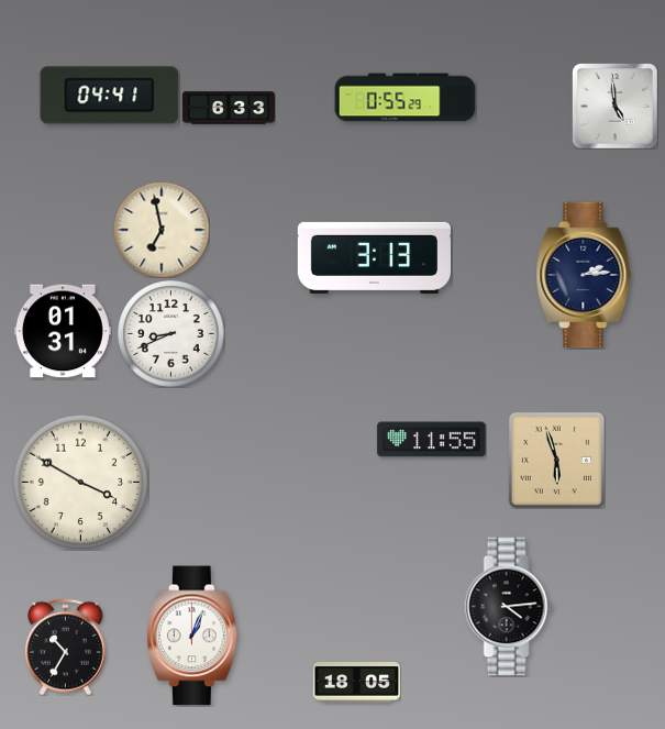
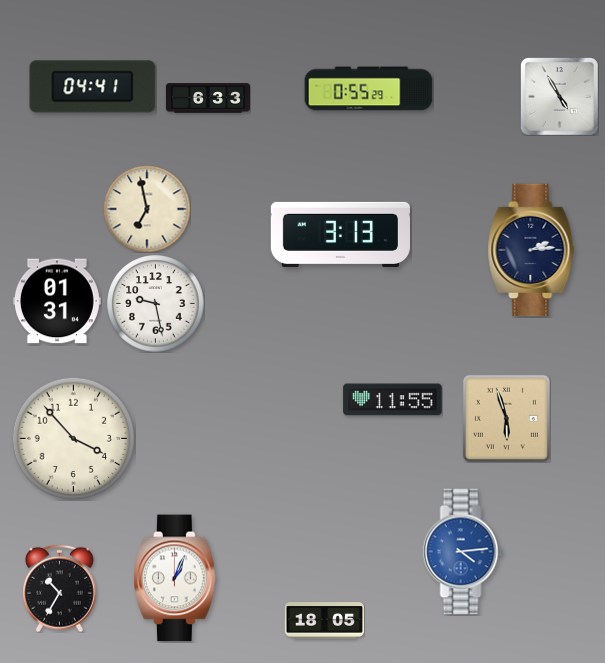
clock at (110, 96) position: (110, 96) -> (93, 87)
clock at (616, 107): 4:59 -> 4:55
clock at (171, 334): 8:41 -> 9:28
clock at (80, 482): 3:50 -> 3:53
clock at (509, 607) dial: black -> blue
